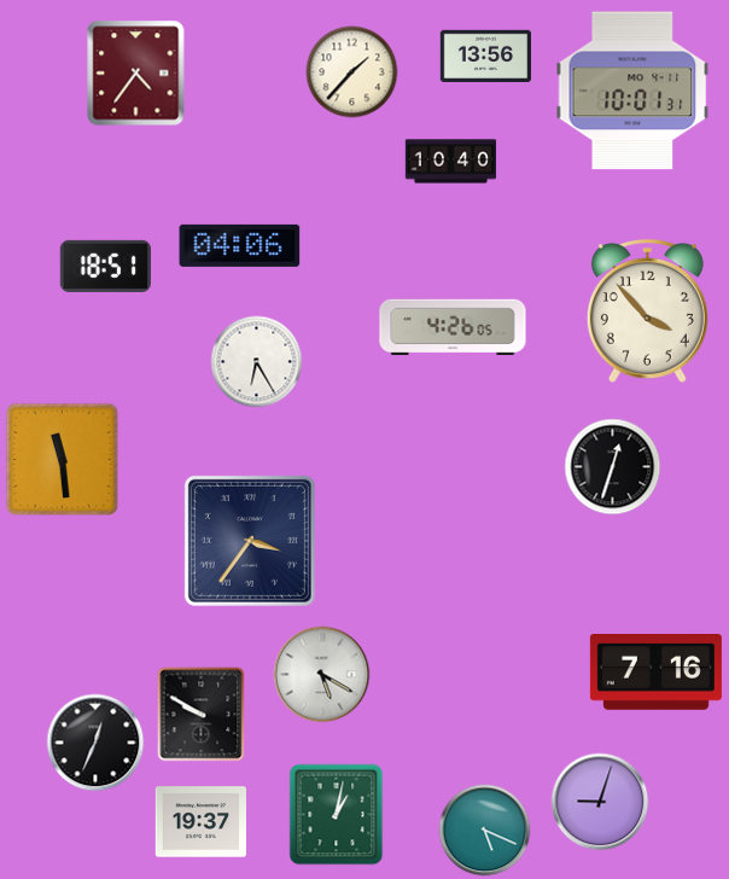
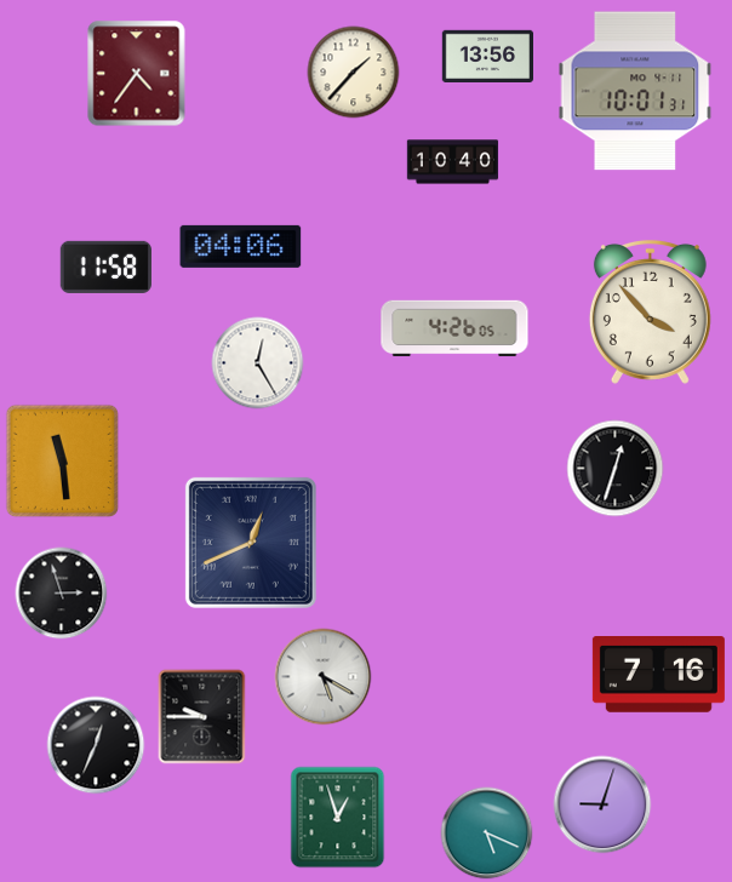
clock at (105, 266): 18:51 -> 11:58
clock at (257, 362): 6:25 -> 12:25
clock at (250, 541): 3:36 -> 12:41
clock at (62, 594): none -> 2:57
clock at (202, 715): 9:50 -> 9:45
clock at (337, 815): 1:02 -> 12:57
clock at (200, 822): 19:37 -> none
